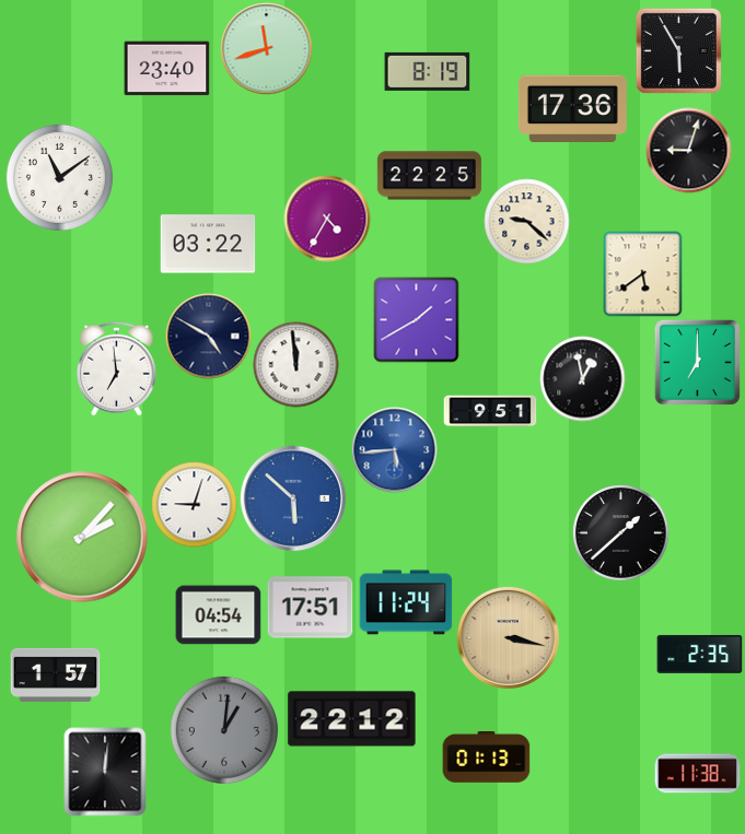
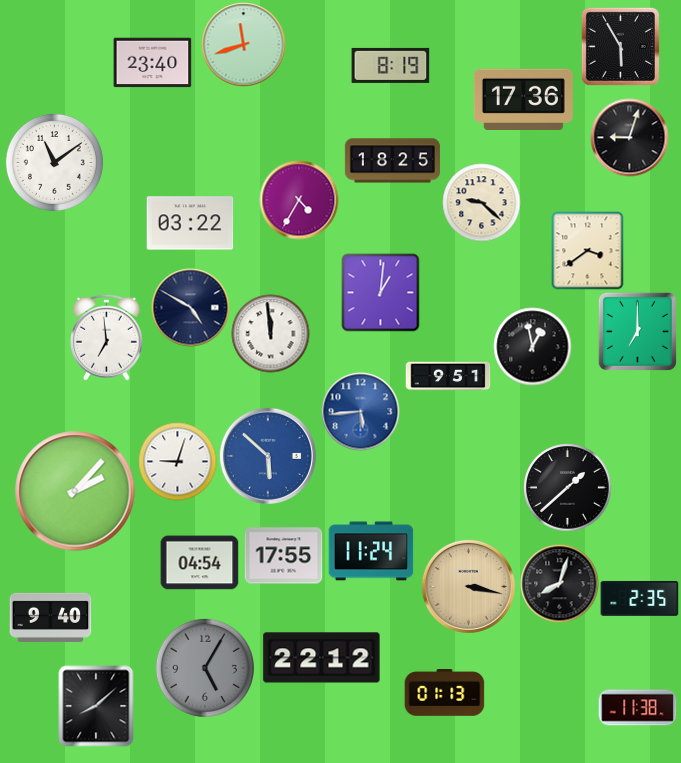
clock at (429, 176): 22:25 -> 18:25
clock at (643, 273): 5:39 -> 3:39
clock at (416, 319): 1:40 -> 1:01
clock at (310, 608): 17:51 -> 17:55
clock at (508, 637) position: (508, 637) -> (468, 586)
clock at (559, 583): none -> 8:03
clock at (55, 674): 1:57 -> 9:40
clock at (224, 730): 1:01 -> 5:05
clock at (105, 772): 12:01 -> 8:08
